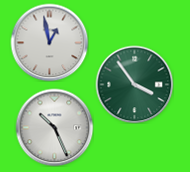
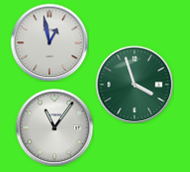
clock at (134, 84): 3:54 -> 3:57
clock at (54, 127): 10:26 -> 11:06
